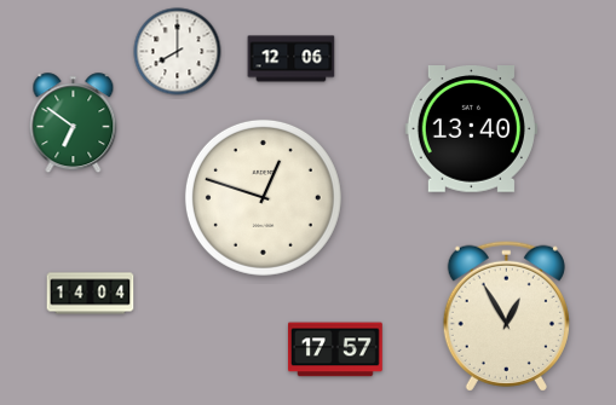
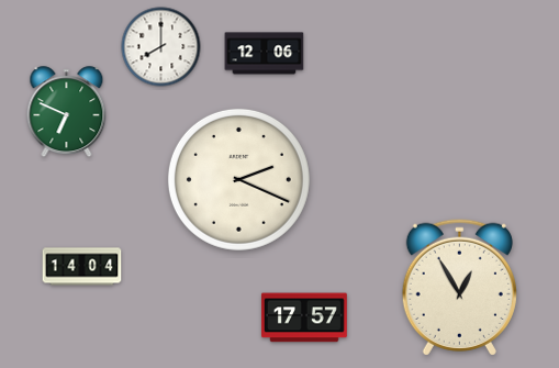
clock at (74, 123): 6:51 -> 6:49
clock at (471, 129): 13:40 -> none
clock at (263, 197): 12:48 -> 2:19
